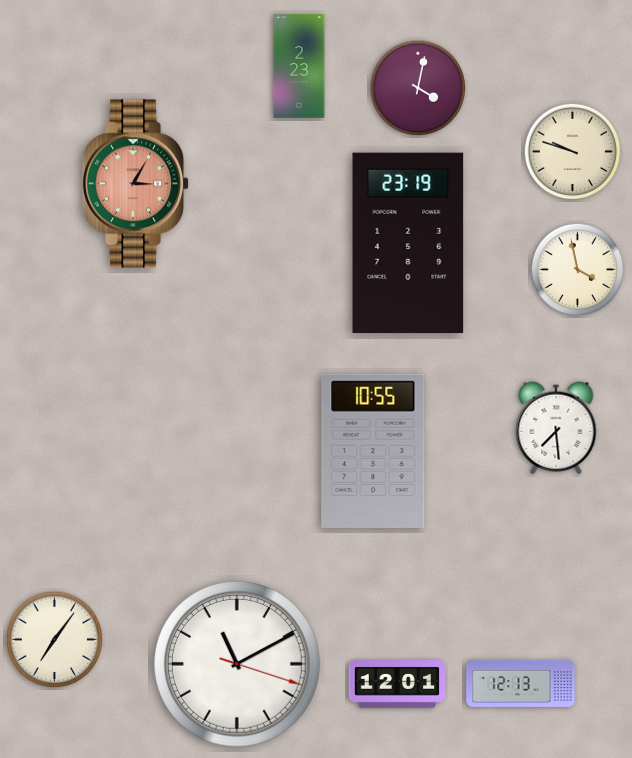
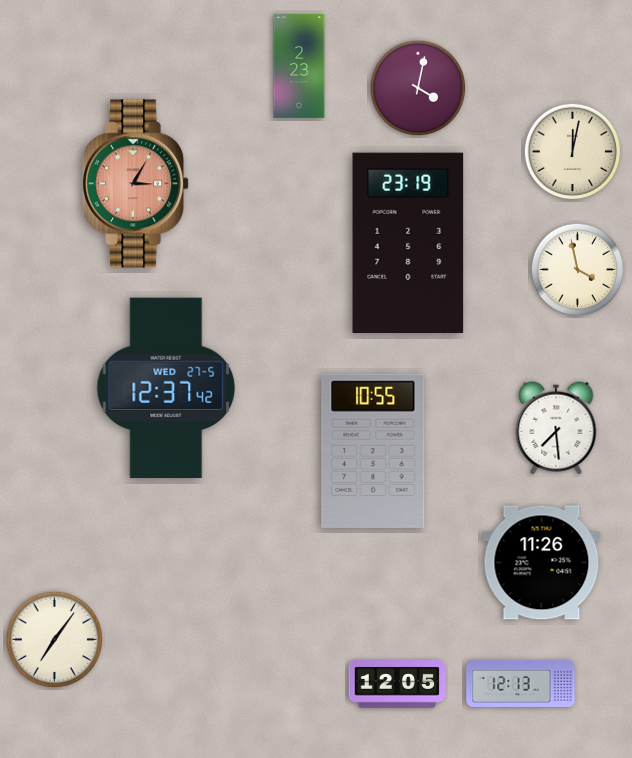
clock at (573, 152): 9:48 -> 12:02
clock at (166, 388): none -> 12:37
clock at (542, 563): none -> 11:26
clock at (237, 664): 11:10 -> none
clock at (397, 685): 12:01 -> 12:05
